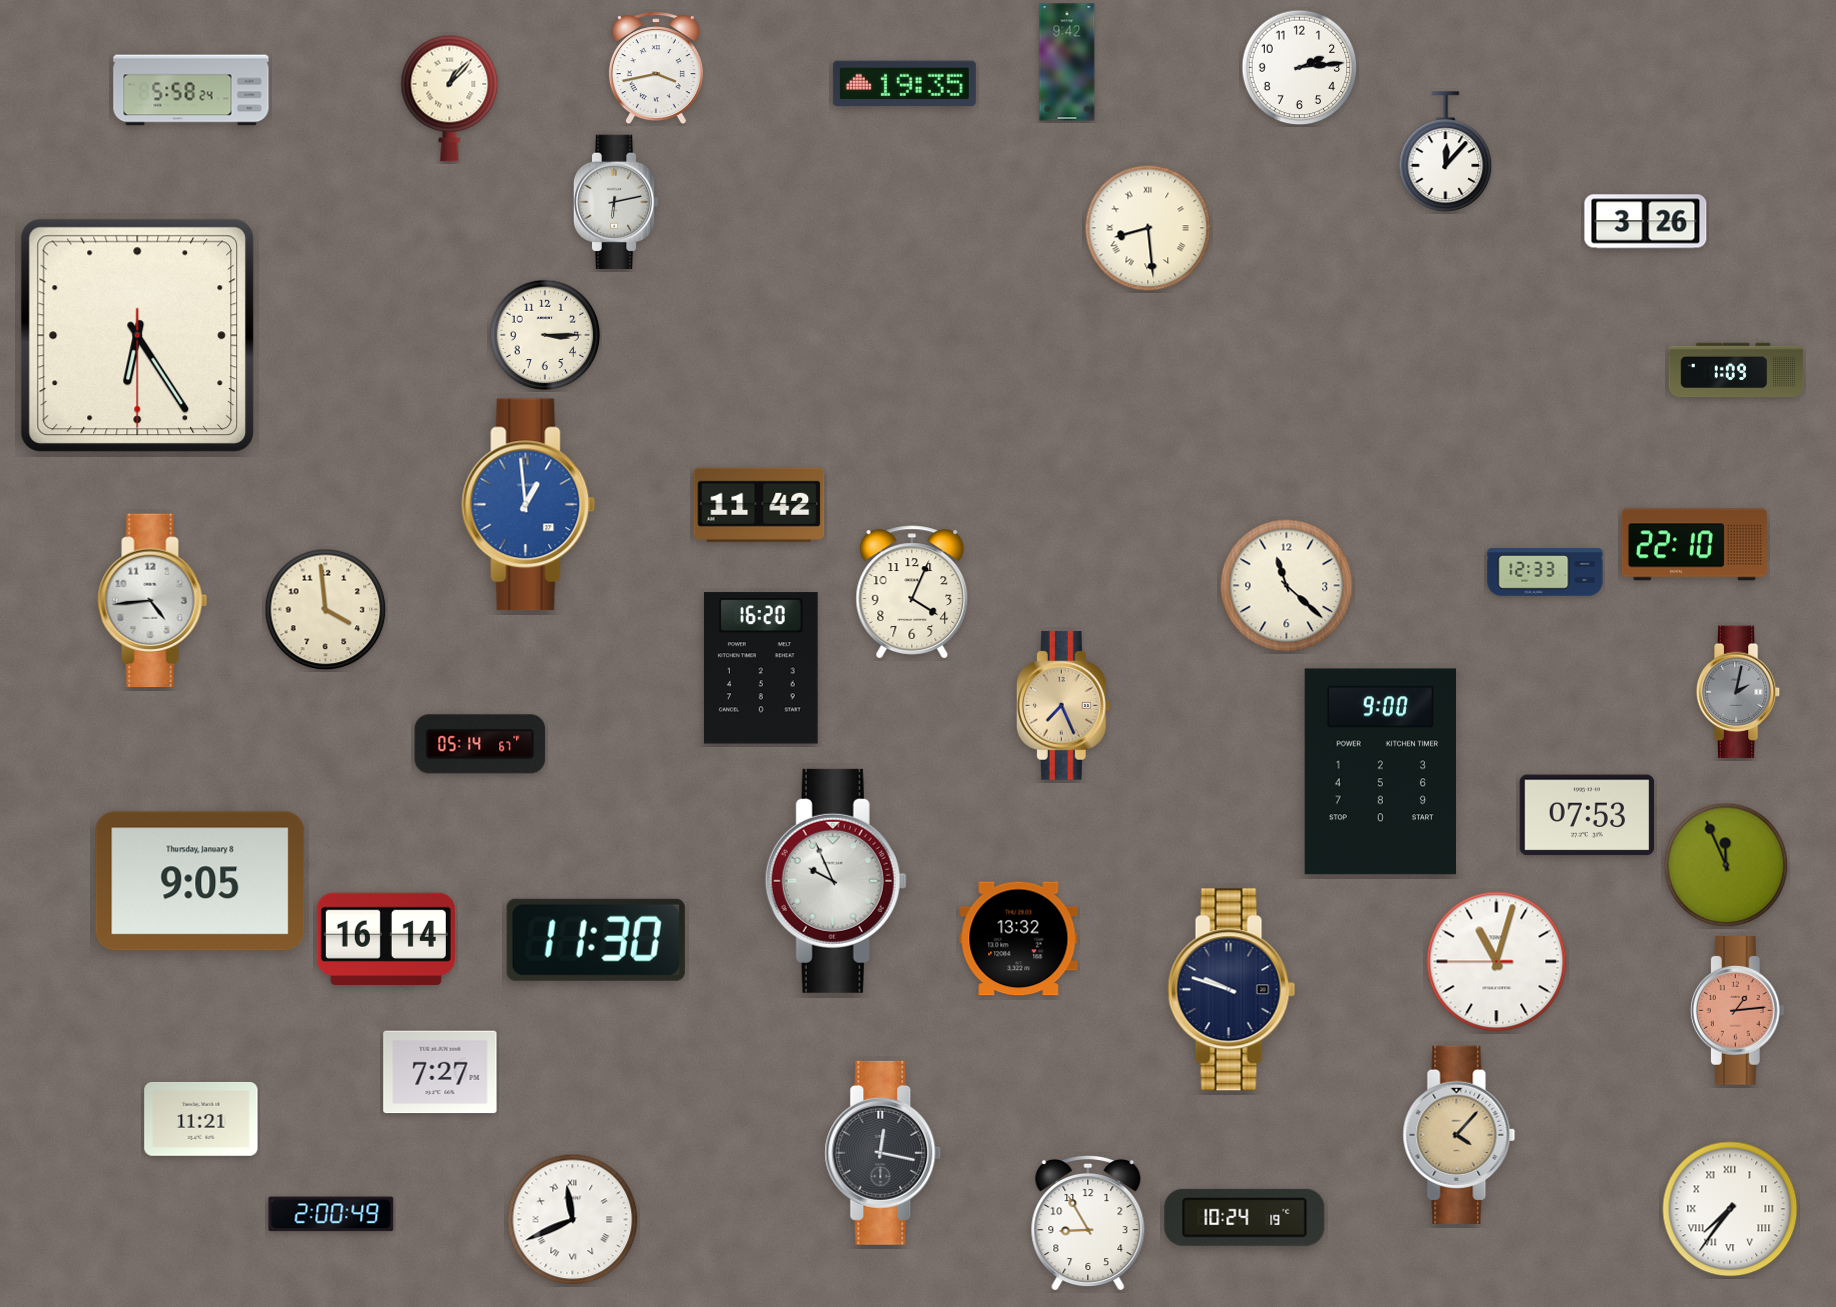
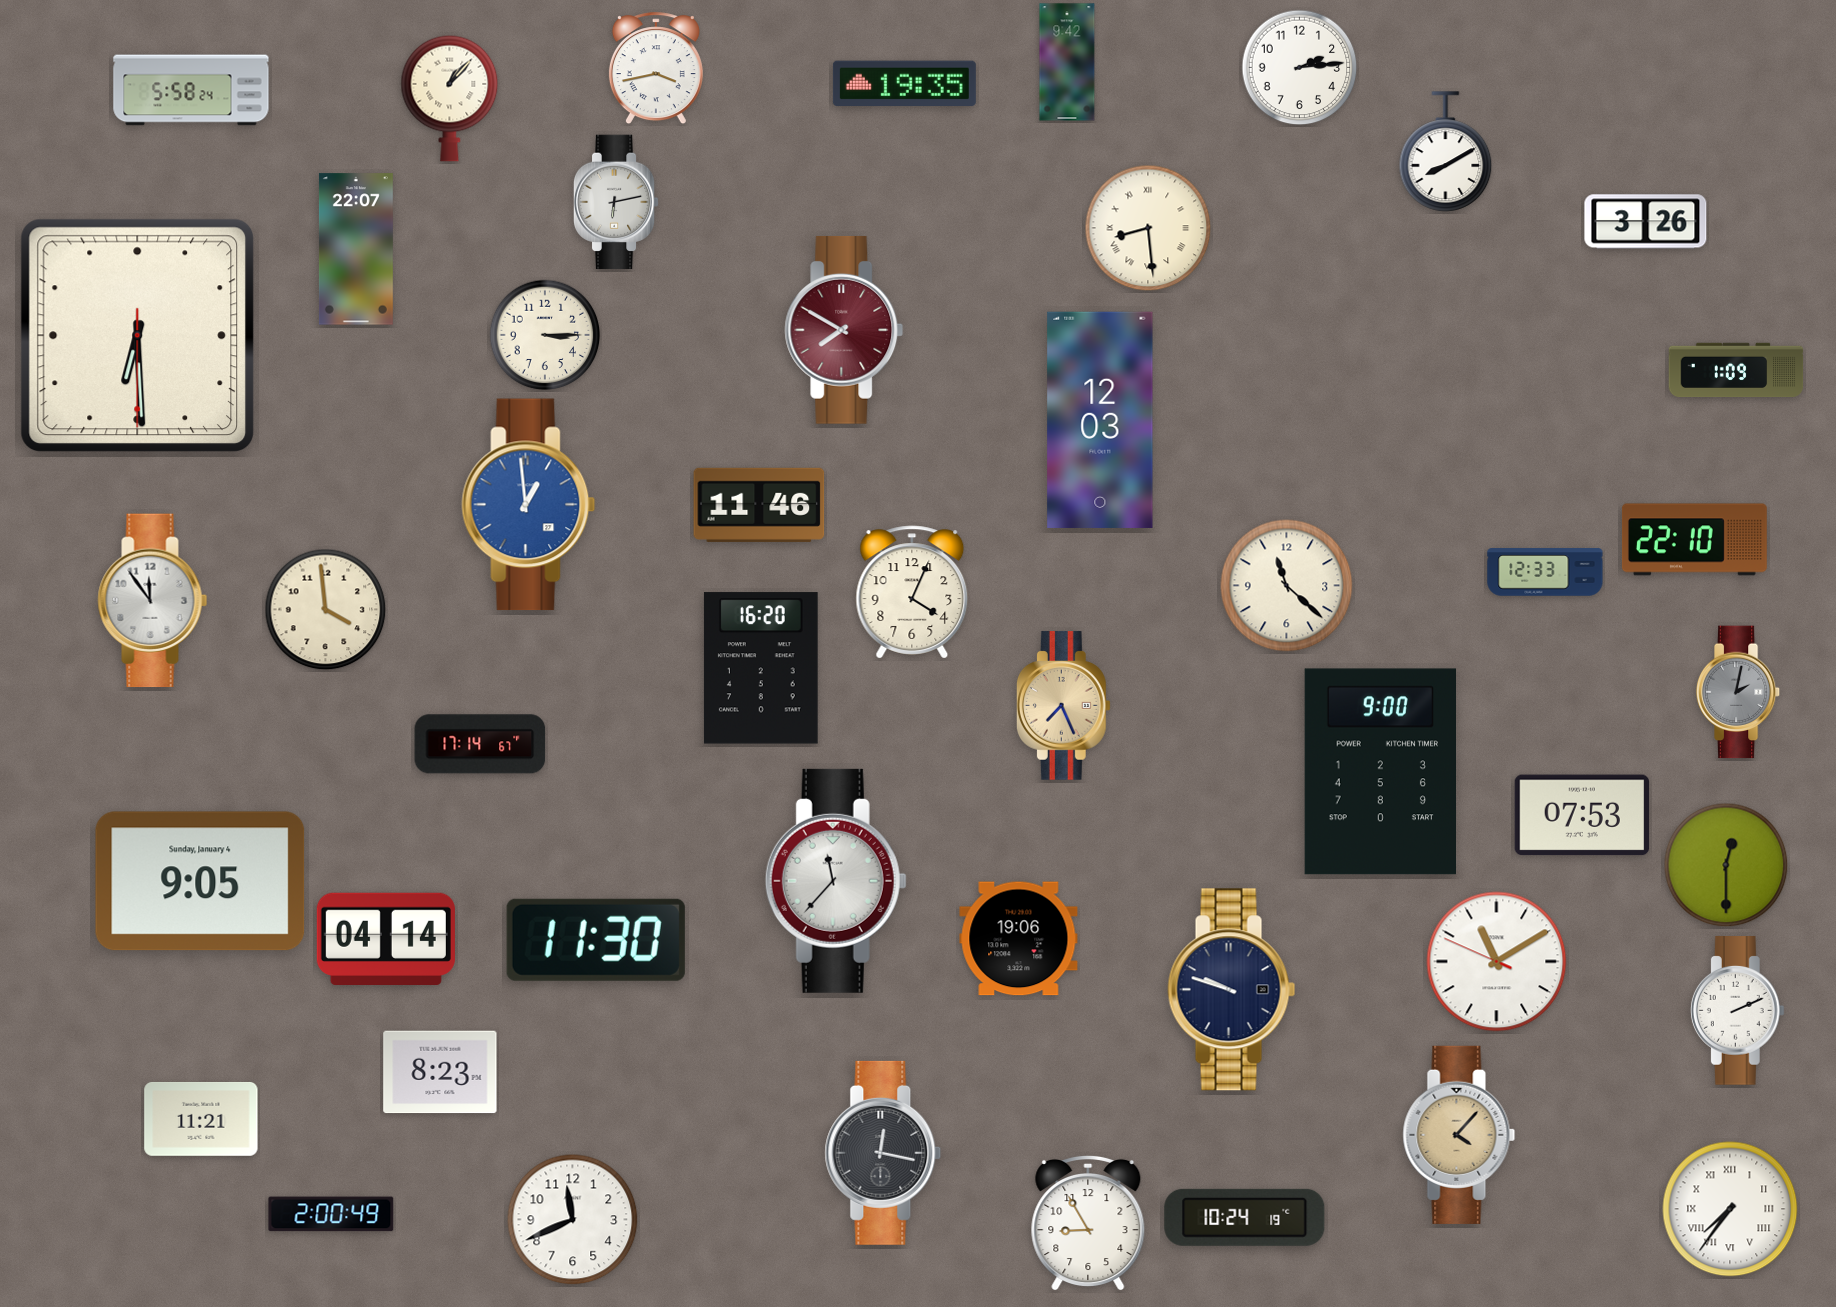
clock at (1446, 152): 12:07 -> 8:10
clock at (356, 249): none -> 22:07
clock at (844, 330): none -> 7:50
clock at (138, 336): 6:24 -> 6:29
clock at (1100, 420): none -> 12:03
clock at (759, 505): 11:42 -> 11:46
clock at (1694, 545) position: (1694, 545) -> (1694, 540)
clock at (153, 601): 4:44 -> 11:54
clock at (480, 744): 05:14 -> 17:14
clock at (1587, 815) position: (1587, 815) -> (1582, 815)
clock at (1726, 865): 11:56 -> 12:30
clock at (200, 881) date: Thursday, January 8 -> Sunday, January 4
clock at (836, 881): 9:56 -> 11:37
clock at (386, 938): 16:14 -> 04:14
clock at (1019, 939): 13:32 -> 19:06
clock at (1497, 962): 11:02 -> 11:09
clock at (1737, 1011): 1:14 -> 2:11
clock at (1737, 1011) dial: salmon -> white
clock at (440, 1072): 7:27 -> 8:23
clock at (573, 1220) numerals: Roman -> Arabic
